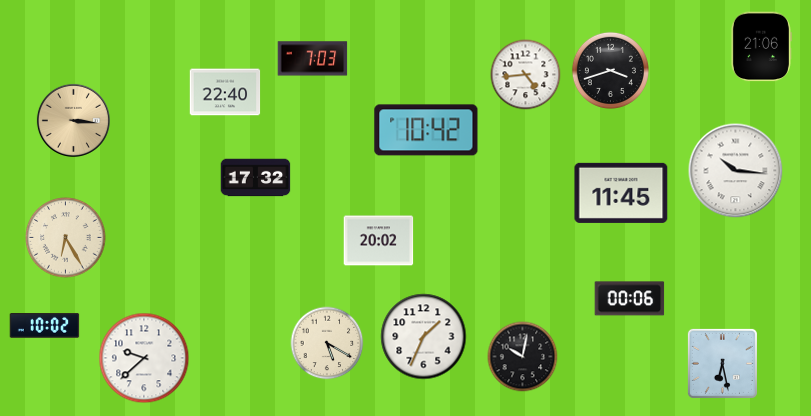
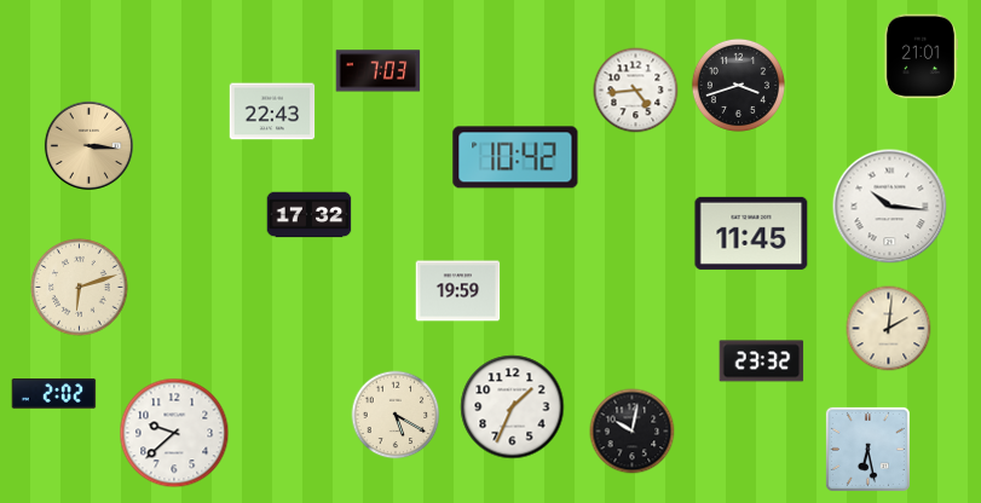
clock at (761, 47): 21:06 -> 21:01
clock at (225, 92): 22:40 -> 22:43
clock at (66, 238): 6:25 -> 6:12
clock at (379, 241): 20:02 -> 19:59
clock at (889, 329): none -> 2:01
clock at (630, 299): 00:06 -> 23:32
clock at (45, 326): 10:02 -> 2:02
clock at (722, 363) position: (722, 363) -> (867, 449)
